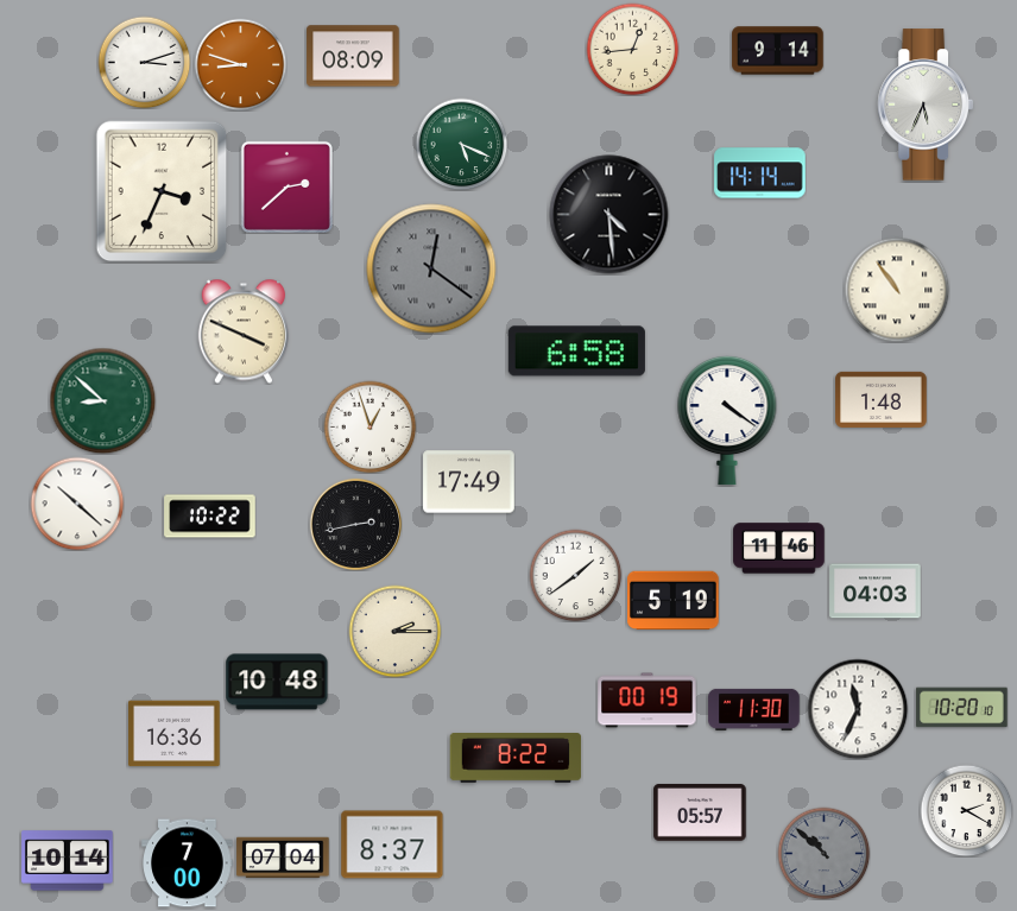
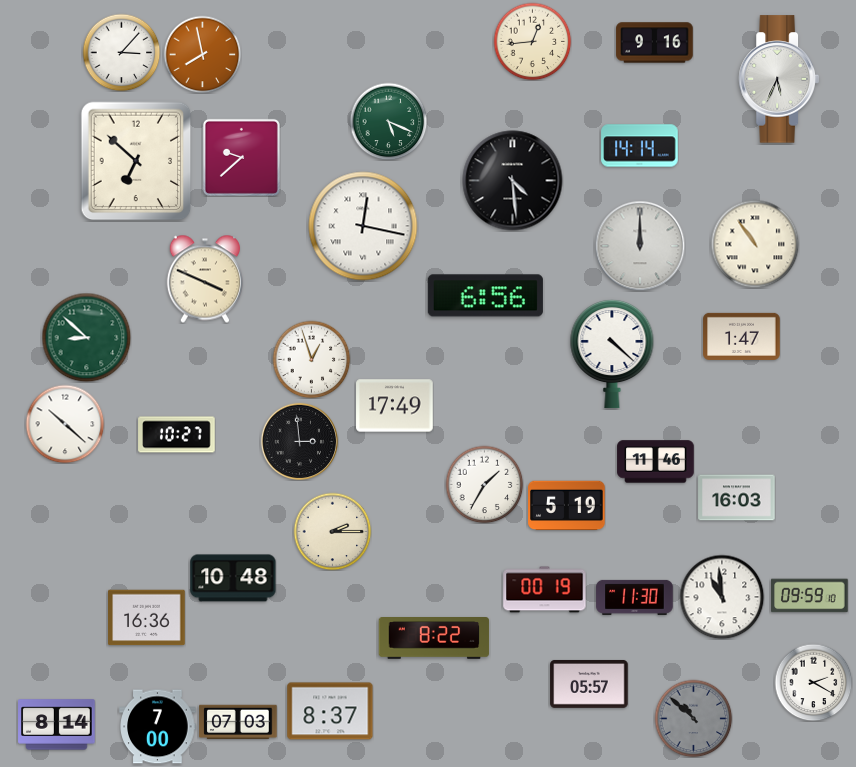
clock at (778, 51): 9:14 -> 9:16
clock at (353, 56): 08:09 -> none
clock at (144, 62): 3:12 -> 3:07
clock at (240, 64): 8:48 -> 7:58
clock at (926, 105) position: (926, 105) -> (779, 79)
clock at (286, 186): 2:38 -> 9:38
clock at (162, 191): 3:34 -> 6:52
clock at (431, 268): 12:21 -> 12:17
clock at (431, 268) dial: grey -> white
clock at (640, 246): none -> 12:00
clock at (576, 352): 6:58 -> 6:56
clock at (882, 399): 1:48 -> 1:47
clock at (727, 420): 4:21 -> 4:22
clock at (210, 517): 10:22 -> 10:27
clock at (355, 524): 2:43 -> 2:59
clock at (575, 575): 1:39 -> 1:35
clock at (876, 591): 04:03 -> 16:03
clock at (277, 682) position: (277, 682) -> (233, 578)
clock at (962, 708): 10:20 -> 09:59
clock at (858, 709): 11:34 -> 10:59
clock at (283, 858): 07:04 -> 07:03
clock at (68, 861): 10:14 -> 8:14
